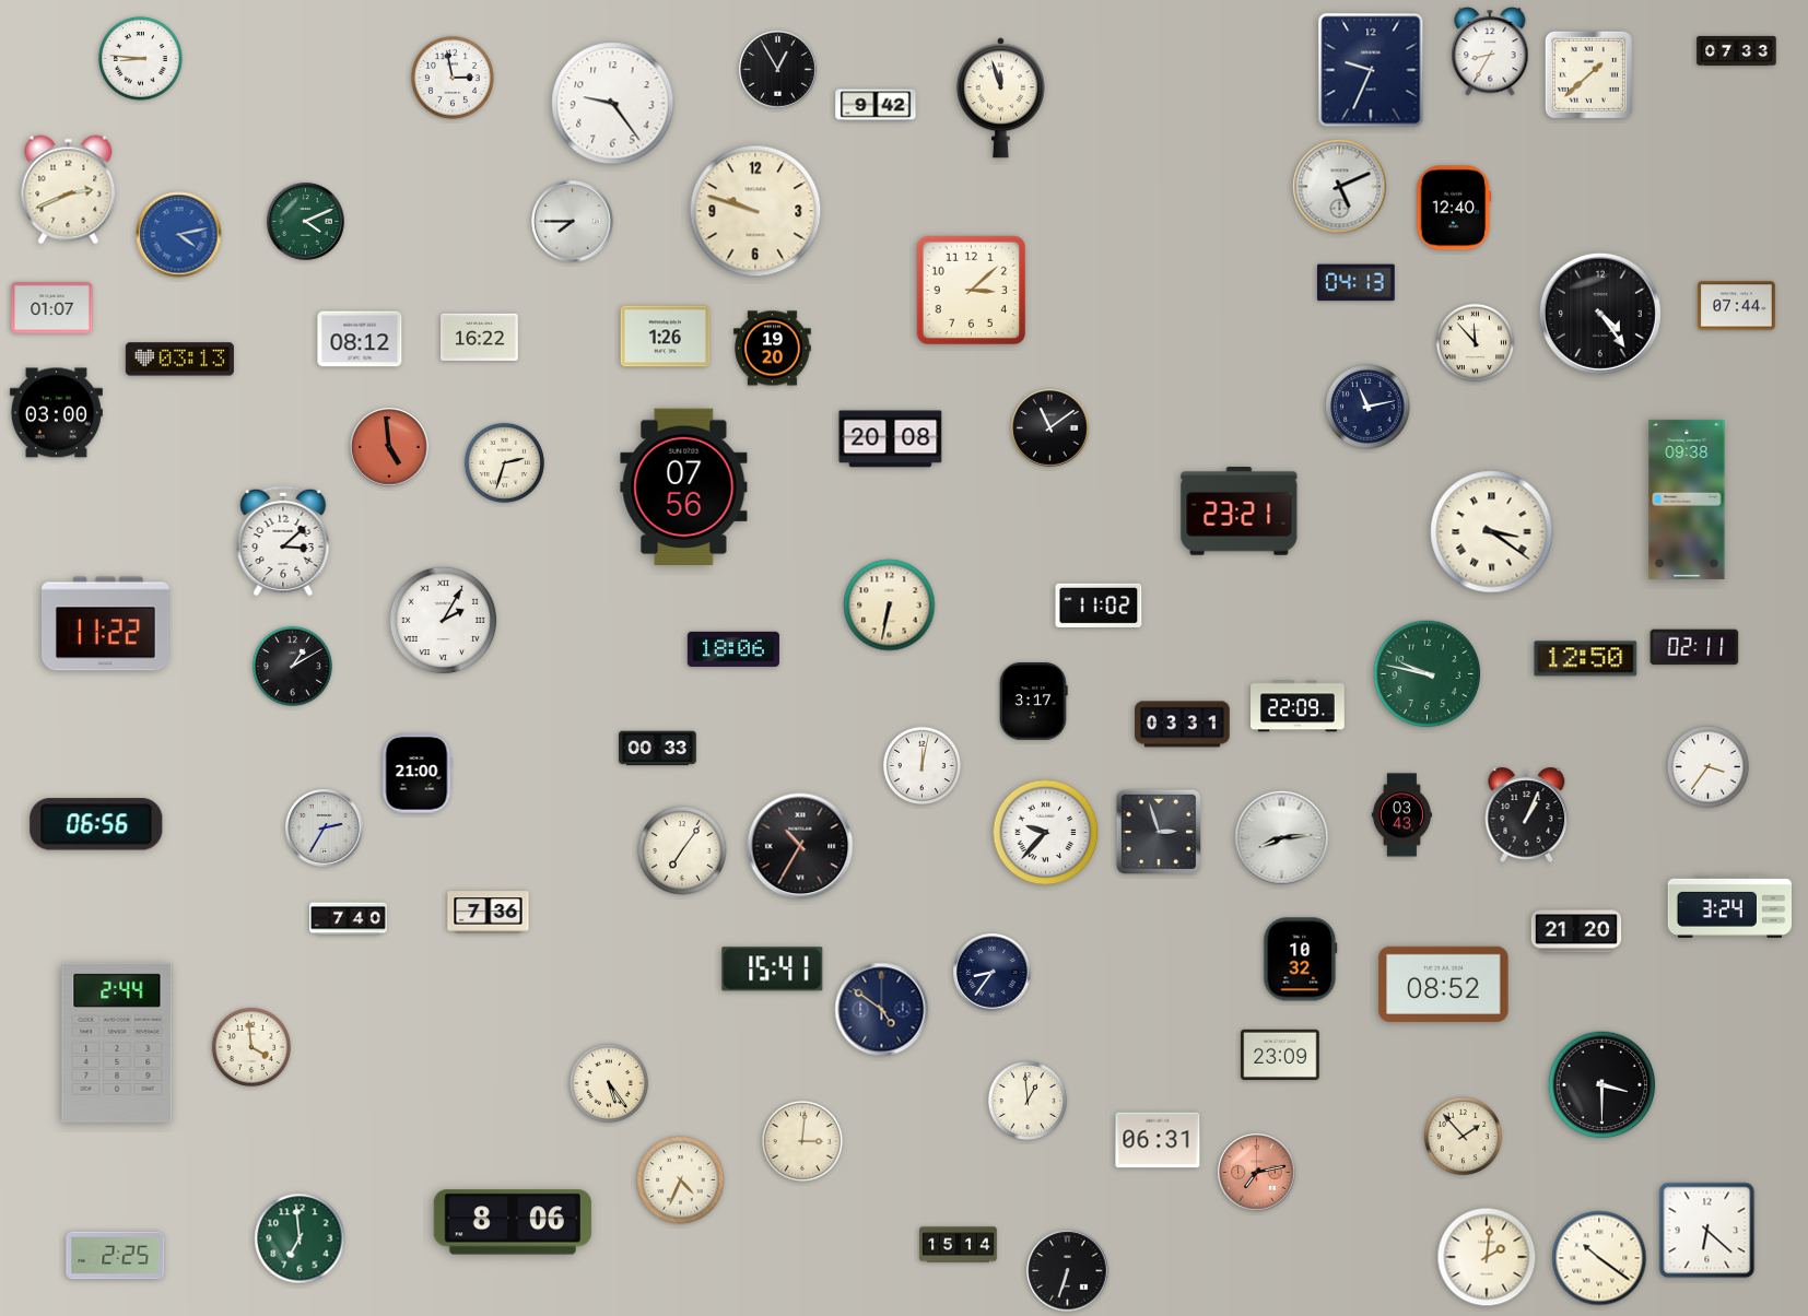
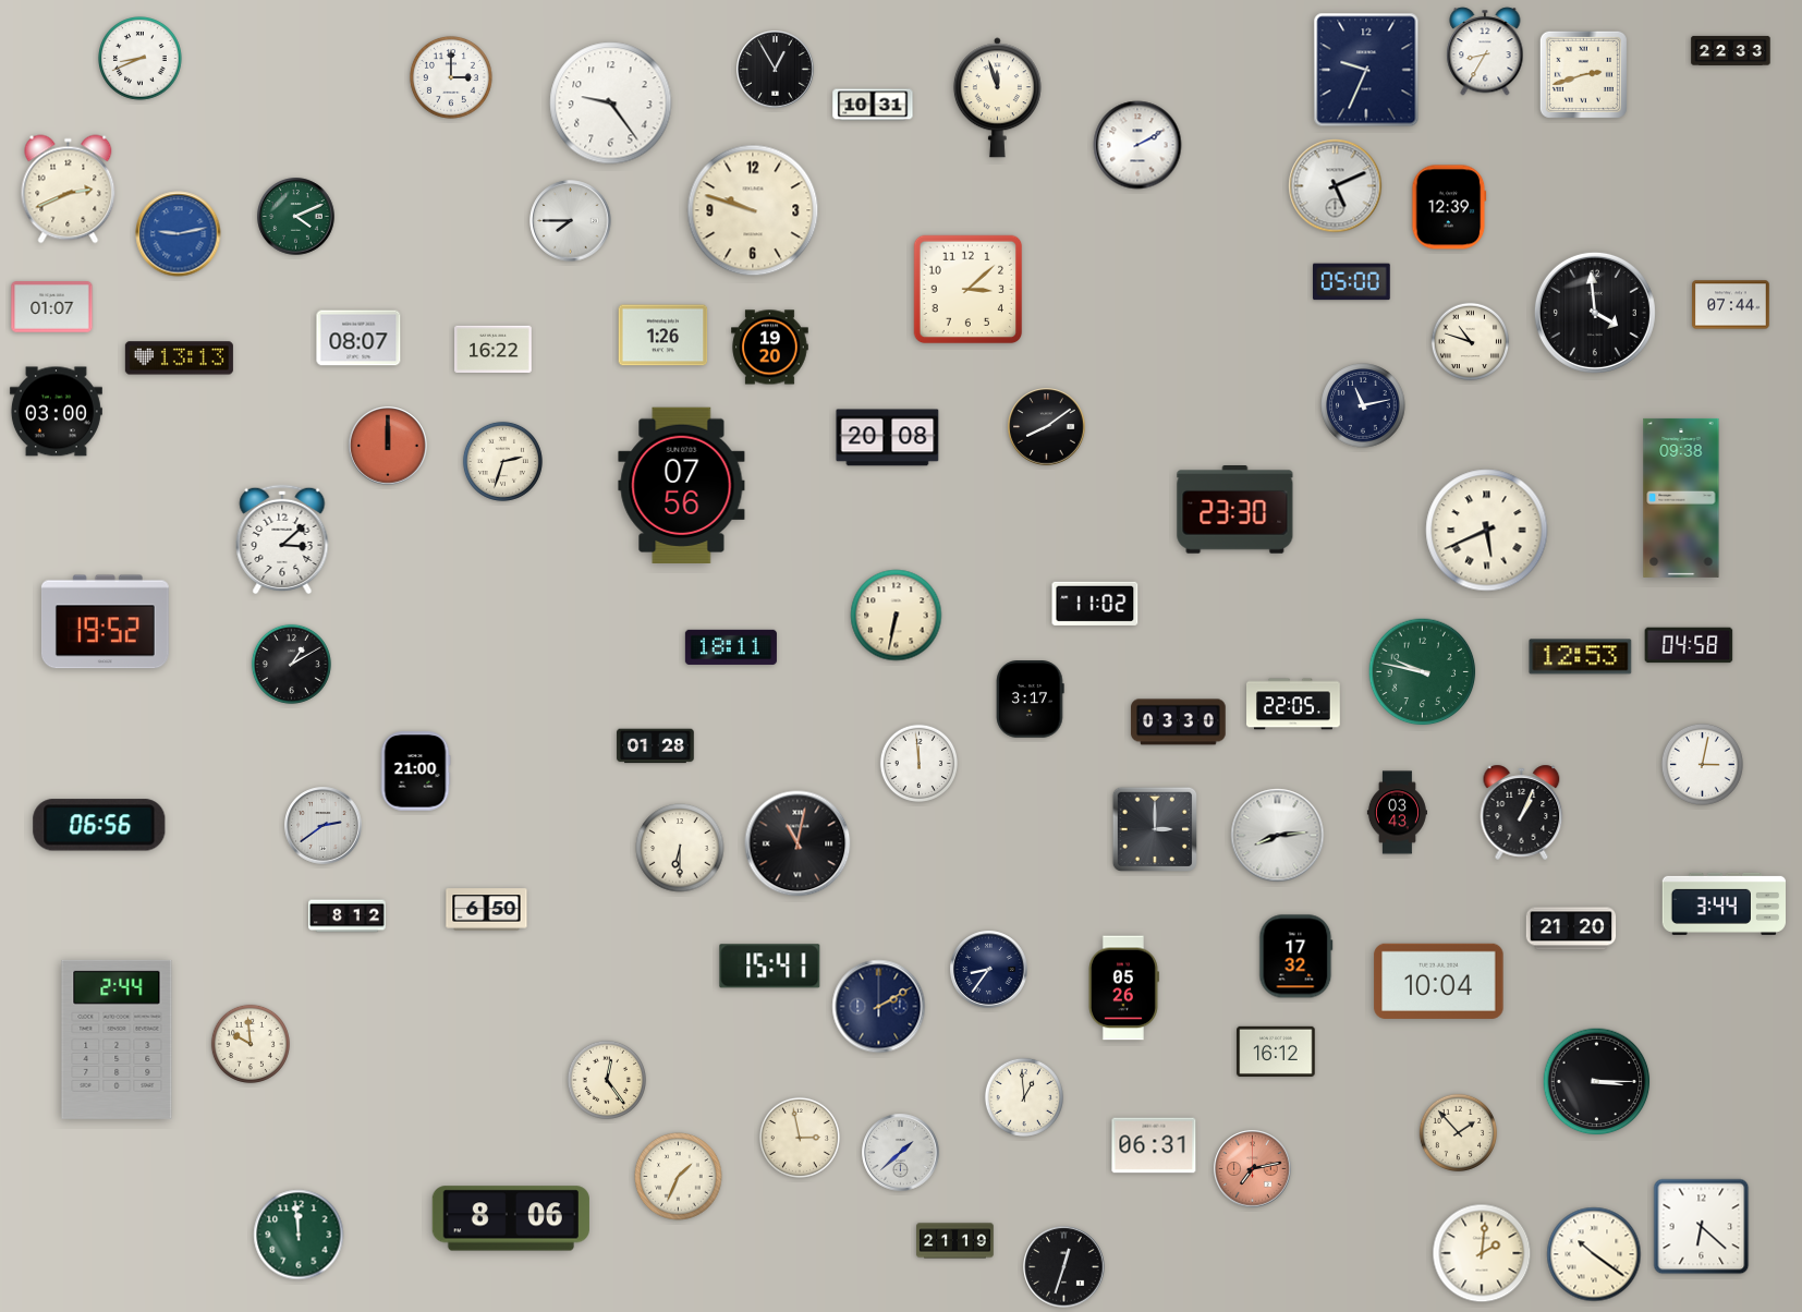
clock at (1737, 50): 07:33 -> 22:33
clock at (141, 59): 8:46 -> 8:41
clock at (1588, 74): 1:38 -> 2:42
clock at (453, 78): 2:58 -> 3:00
clock at (876, 105): 9:42 -> 10:31
clock at (1137, 145): none -> 2:10
clock at (1454, 208): 12:40 -> 12:39
clock at (306, 222) position: (306, 222) -> (296, 217)
clock at (179, 235): 4:13 -> 9:13
clock at (1357, 283): 04:13 -> 05:00
clock at (1600, 314): 4:24 -> 3:59
clock at (480, 337) position: (480, 337) -> (494, 349)
clock at (360, 339): 08:12 -> 08:07
clock at (1475, 342): 11:53 -> 10:48
clock at (179, 360): 03:13 -> 13:13
clock at (1050, 428): 11:09 -> 8:09
clock at (389, 447): 4:59 -> 12:00
clock at (1240, 512): 23:21 -> 23:30
clock at (1492, 532): 3:21 -> 5:41
clock at (890, 606) position: (890, 606) -> (897, 616)
clock at (444, 621): 2:05 -> none
clock at (105, 624): 11:22 -> 19:52
clock at (1694, 647): 02:11 -> 04:58
clock at (733, 649): 18:06 -> 18:11
clock at (1586, 659): 12:50 -> 12:53
clock at (1299, 706): 22:09 -> 22:05
clock at (1183, 725): 03:31 -> 03:30
clock at (658, 749): 00:33 -> 01:28
clock at (921, 765): 12:02 -> 11:59
clock at (1707, 766): 3:36 -> 3:02
clock at (96, 824) position: (96, 824) -> (99, 825)
clock at (325, 829): 2:35 -> 2:39
clock at (1158, 831): 2:57 -> 3:00
clock at (1046, 833): 9:37 -> none
clock at (800, 846): 10:35 -> 11:02
clock at (682, 850): 7:06 -> 6:30
clock at (1729, 906): 3:24 -> 3:44
clock at (489, 913): 7:36 -> 6:50
clock at (349, 919): 7:40 -> 8:12
clock at (1301, 960): 10:32 -> 17:32
clock at (1444, 984): 08:52 -> 10:04
clock at (1123, 988): none -> 05:26
clock at (882, 1010): 4:51 -> 2:10
clock at (251, 1047): 3:59 -> 9:59
clock at (1280, 1054): 23:09 -> 16:12
clock at (609, 1083): 5:24 -> 12:24
clock at (1602, 1085): 3:30 -> 3:15
clock at (1158, 1140) position: (1158, 1140) -> (1154, 1145)
clock at (802, 1141): 3:01 -> 2:58
clock at (901, 1153): none -> 1:38
clock at (681, 1180): 4:34 -> 1:34
clock at (300, 1238): 6:59 -> 11:59
clock at (959, 1245): 15:14 -> 21:19
clock at (116, 1256): 2:25 -> none
clock at (1068, 1271): 6:33 -> 12:33
